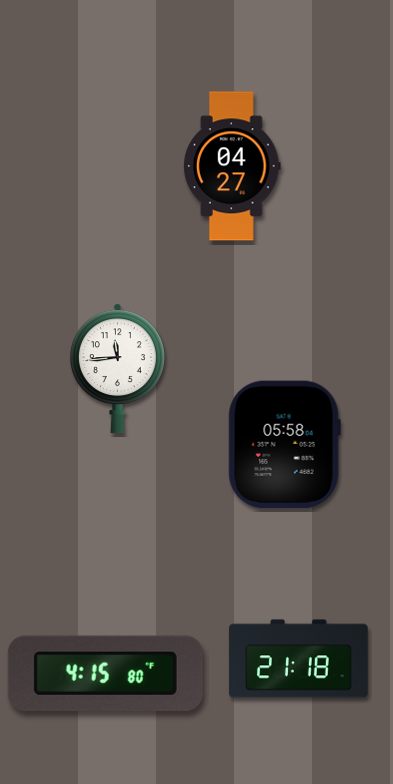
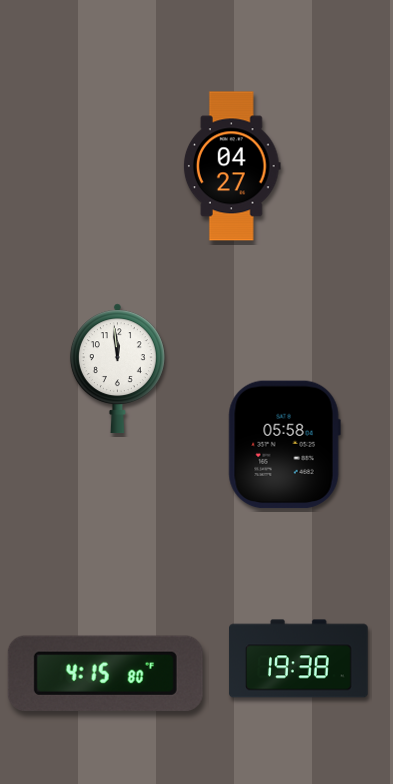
clock at (117, 369): 11:44 -> 11:59
clock at (299, 659): 21:18 -> 19:38
